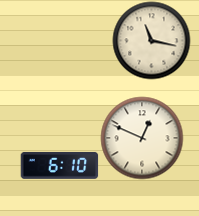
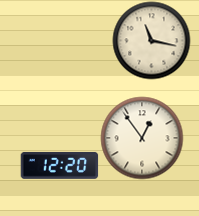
clock at (142, 138): 12:49 -> 12:54
clock at (59, 165): 6:10 -> 12:20
